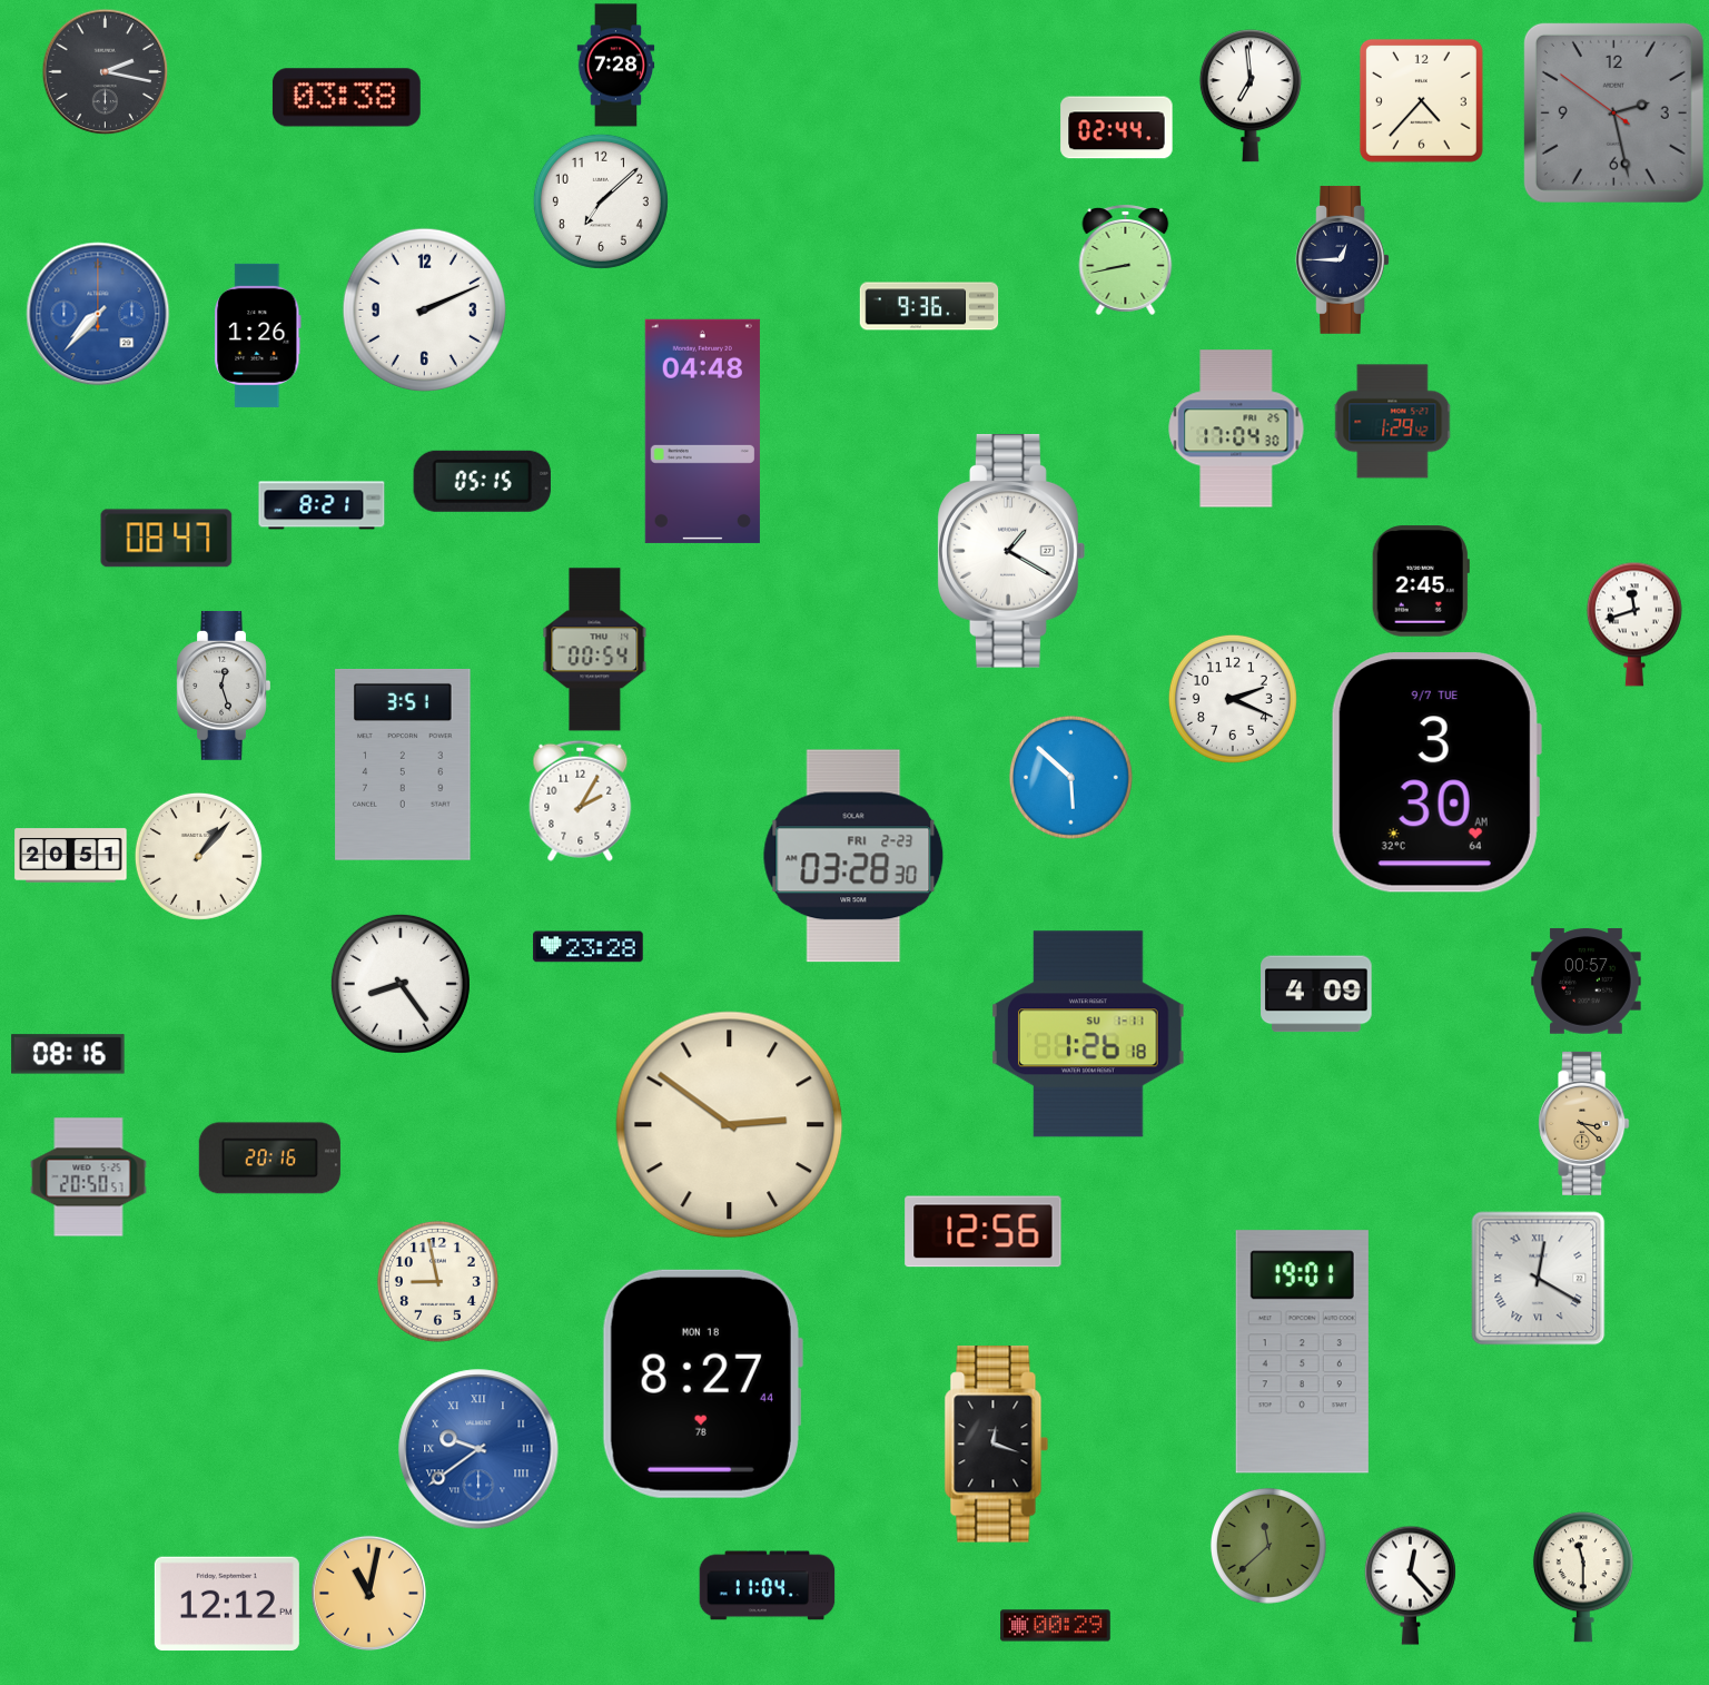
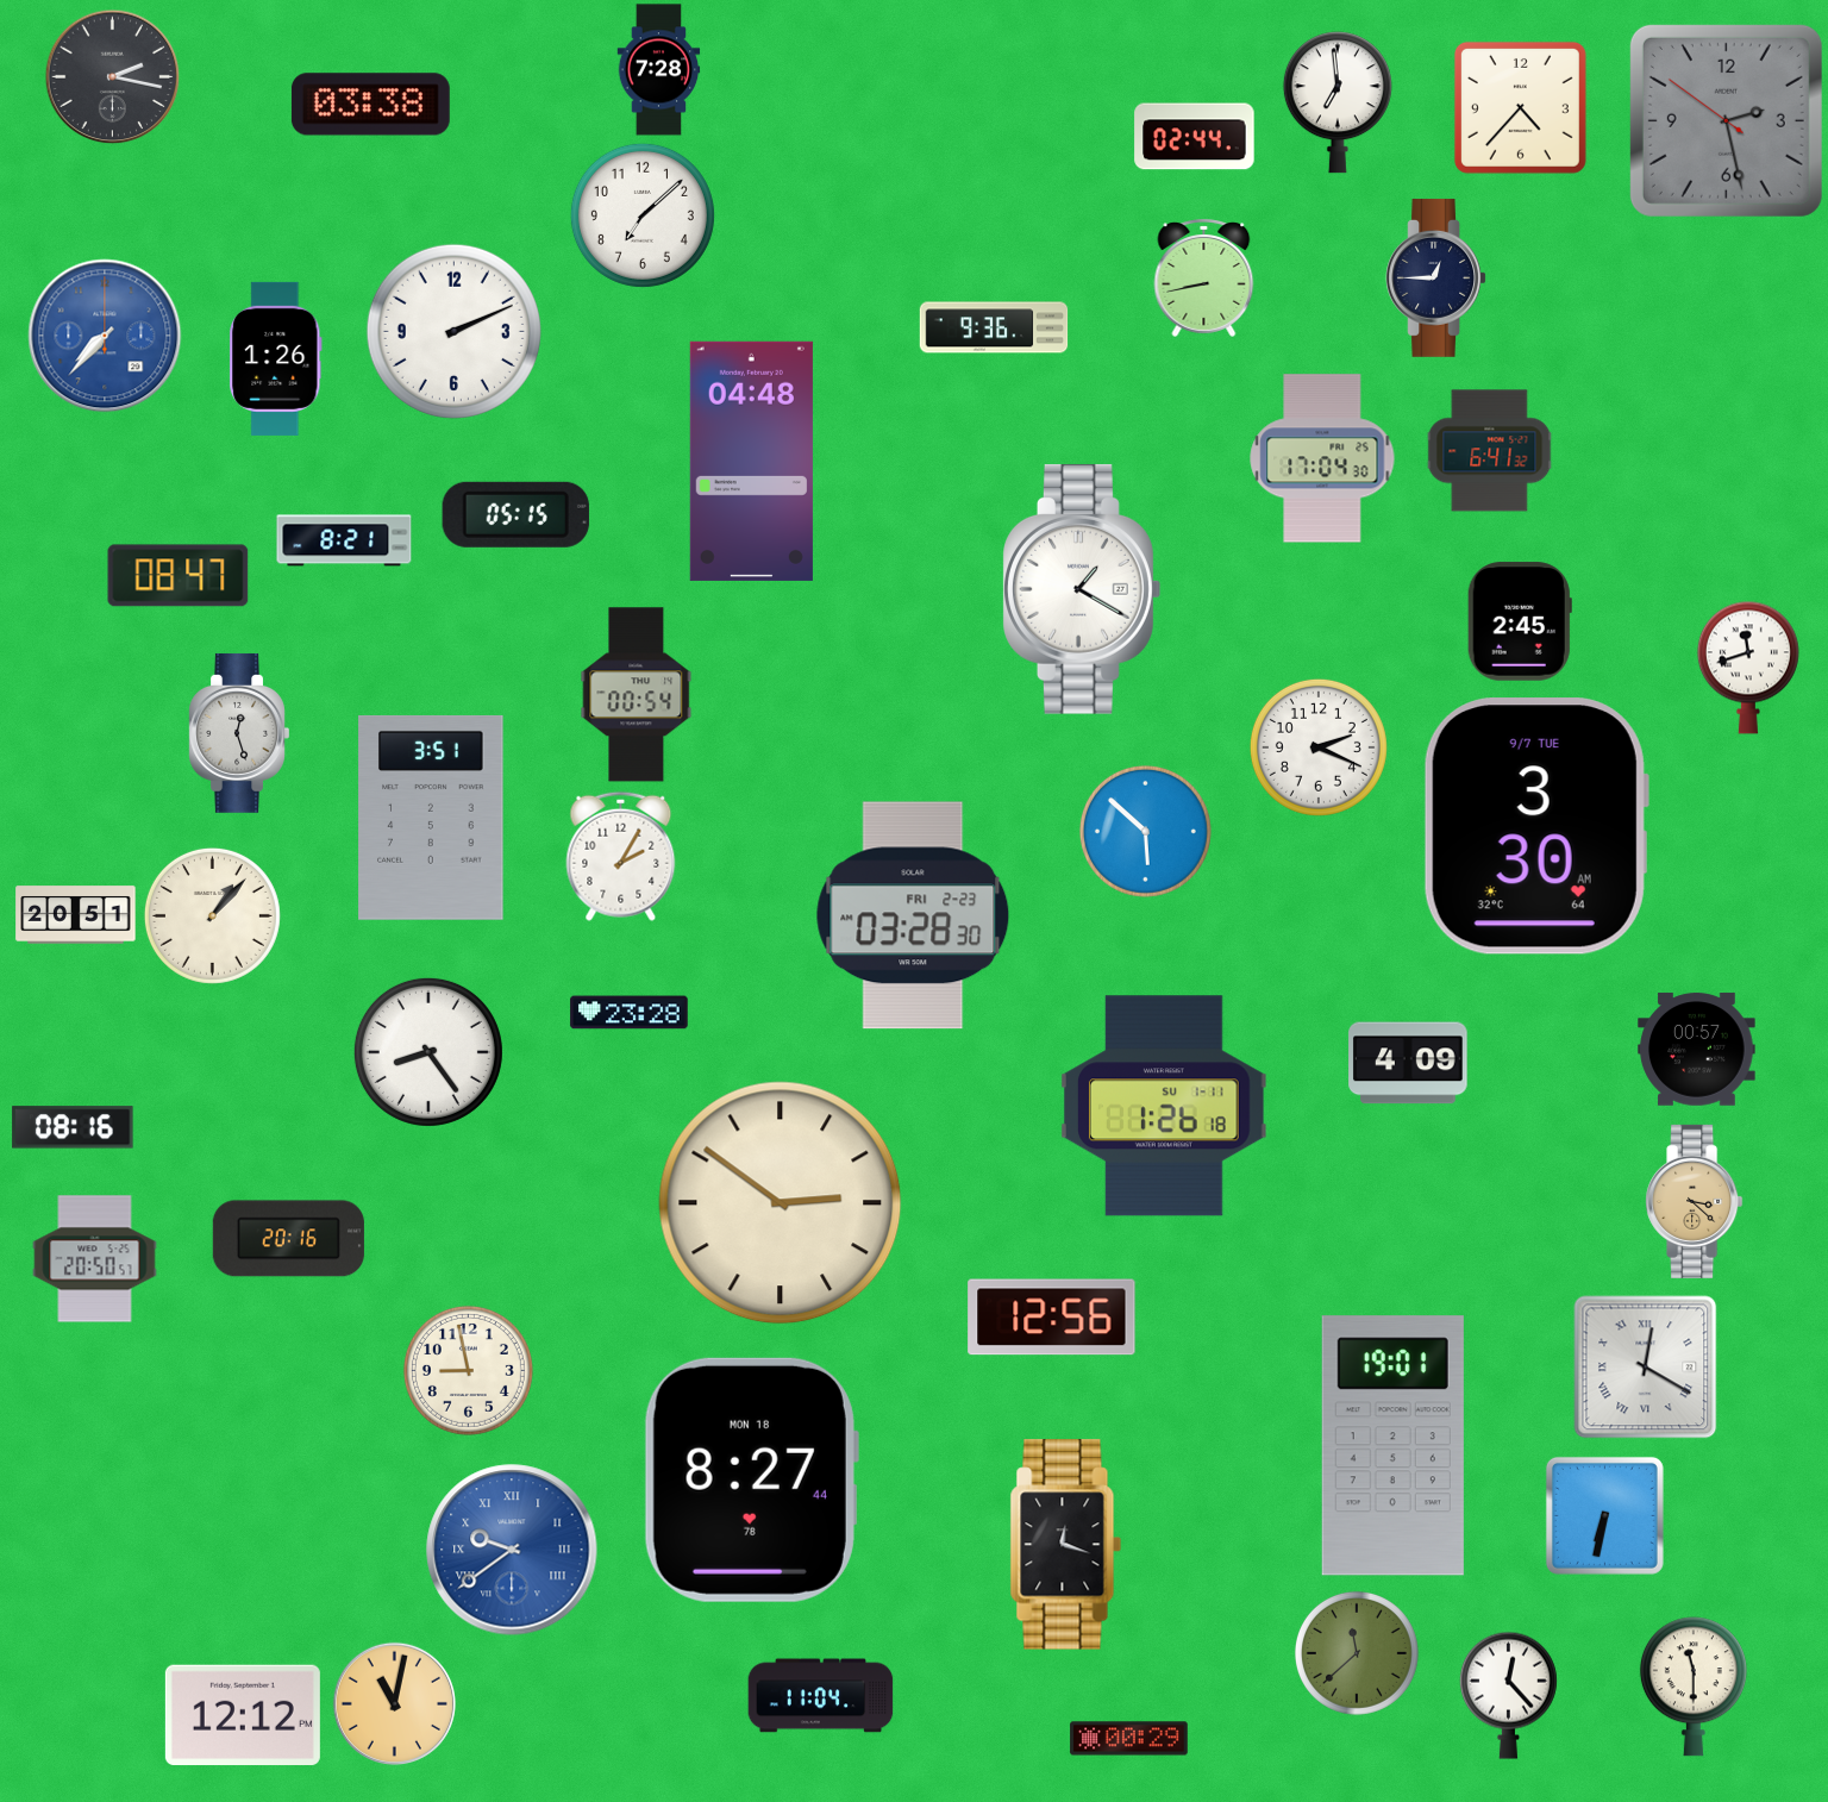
clock at (1393, 422): 1:29 -> 6:41
clock at (1604, 1515): none -> 6:32
